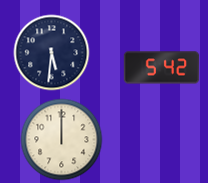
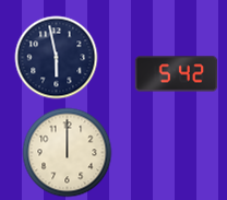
clock at (52, 53): 5:31 -> 5:58
